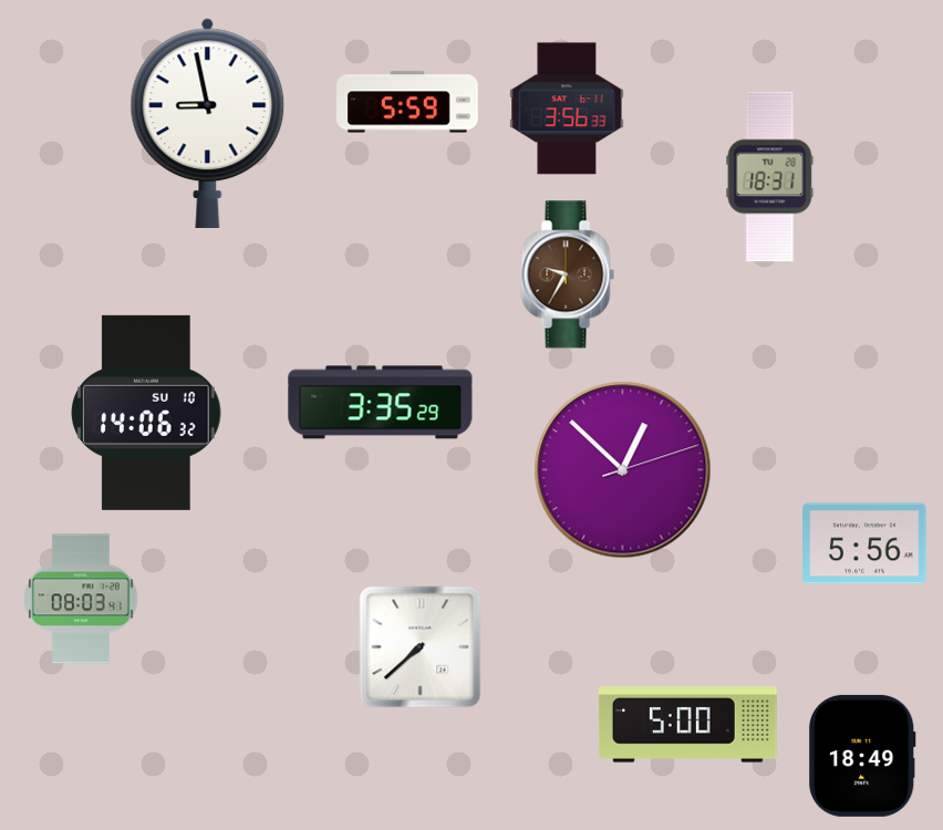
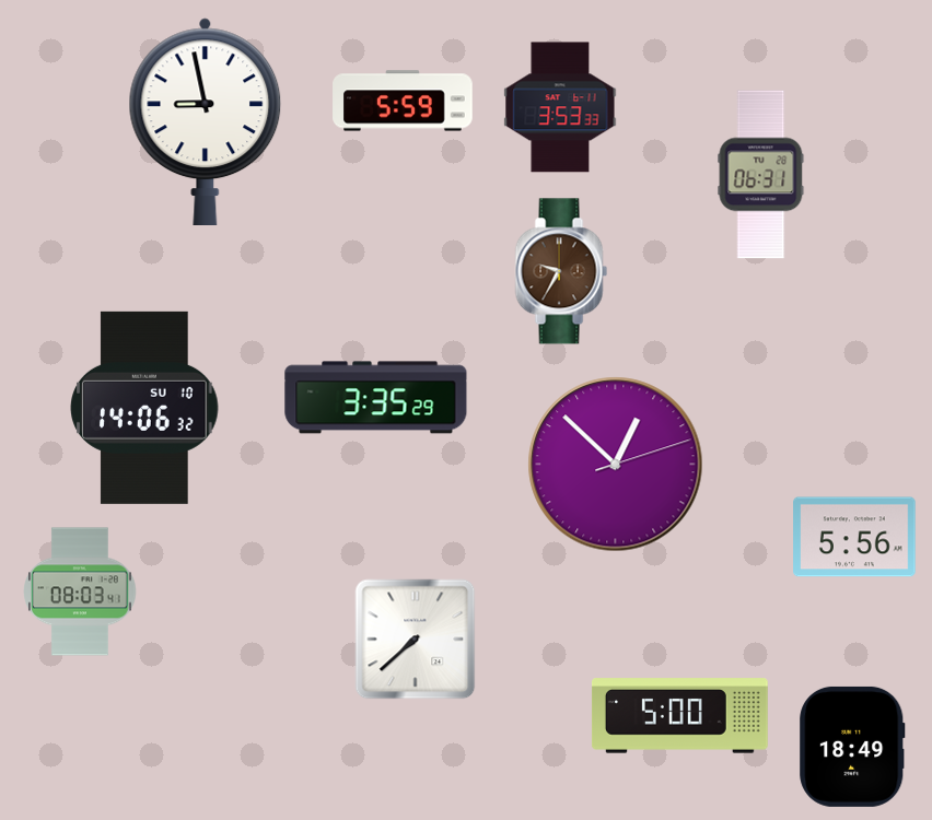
clock at (567, 108): 3:56 -> 3:53
clock at (770, 177): 18:31 -> 06:31
